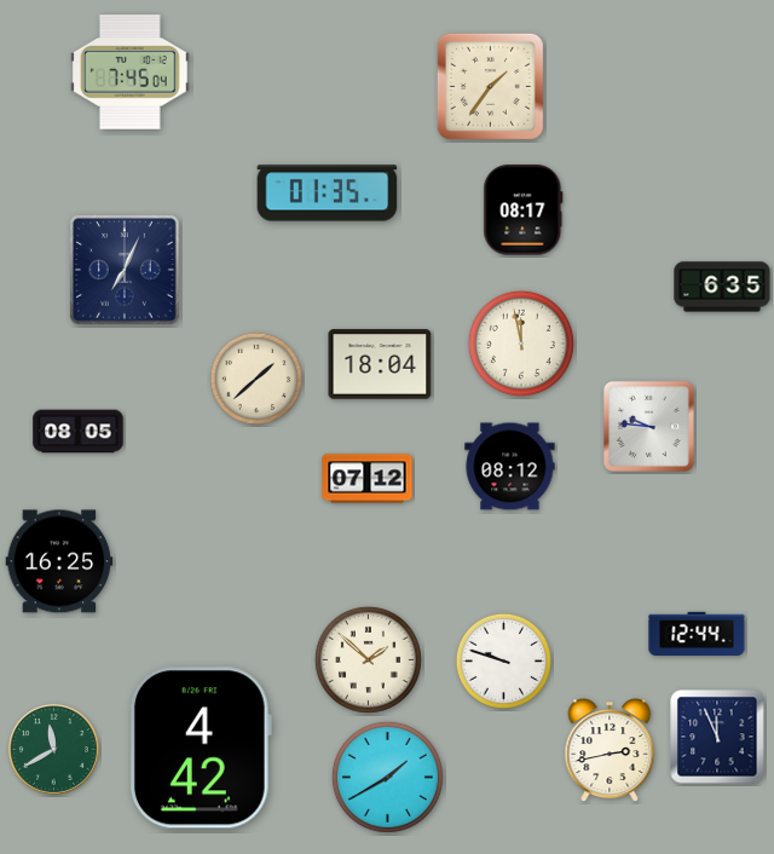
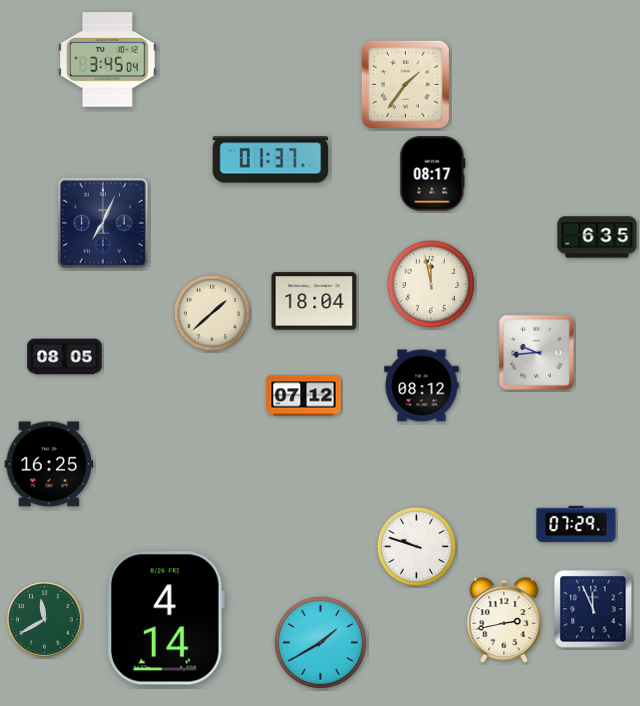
clock at (131, 73): 7:45 -> 3:45
clock at (490, 86) position: (490, 86) -> (405, 84)
clock at (328, 194): 01:35 -> 01:37
clock at (648, 426): 9:46 -> 9:44
clock at (697, 633): 12:44 -> 07:29
clock at (368, 659): 1:52 -> none
clock at (201, 748): 4:42 -> 4:14
